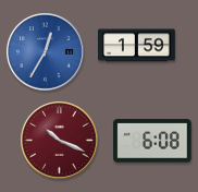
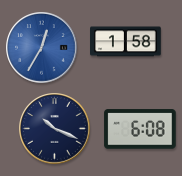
clock at (137, 46): 1:59 -> 1:58
clock at (60, 141) dial: burgundy -> navy
